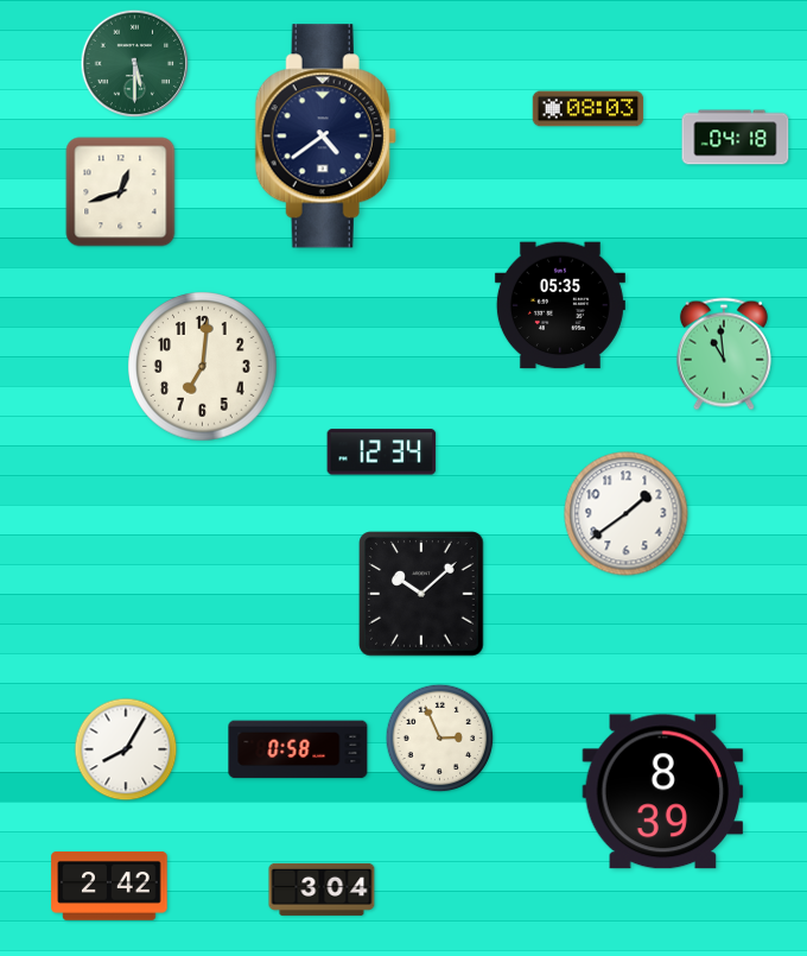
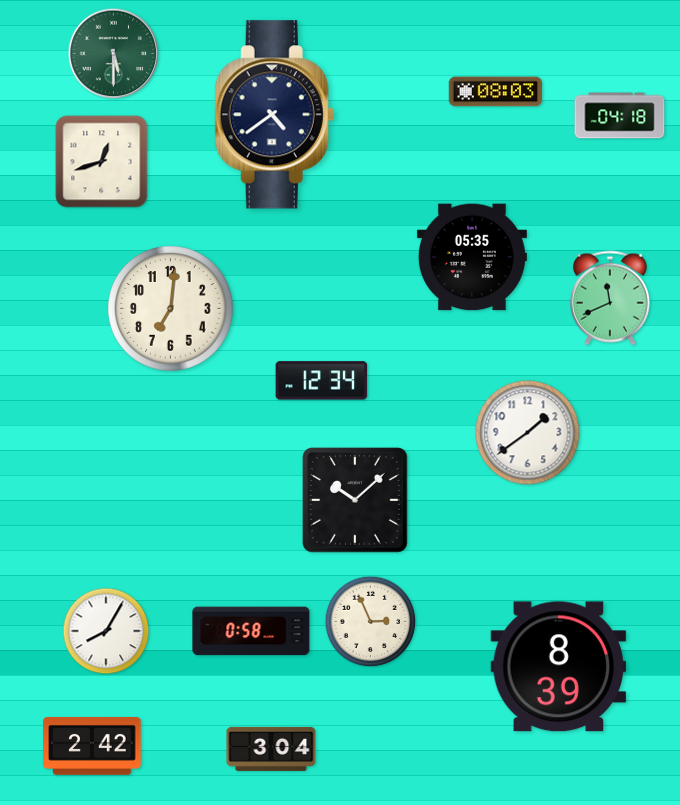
clock at (724, 354): 10:59 -> 11:41
